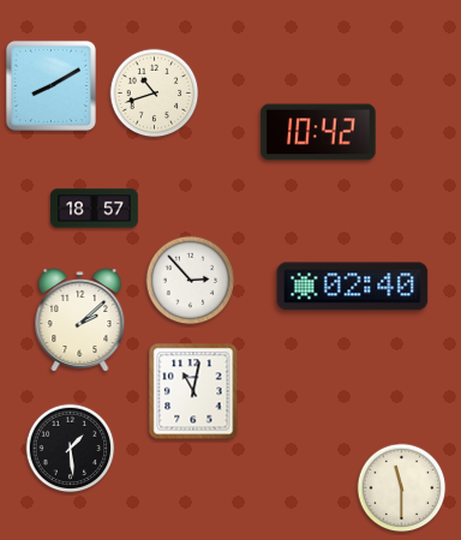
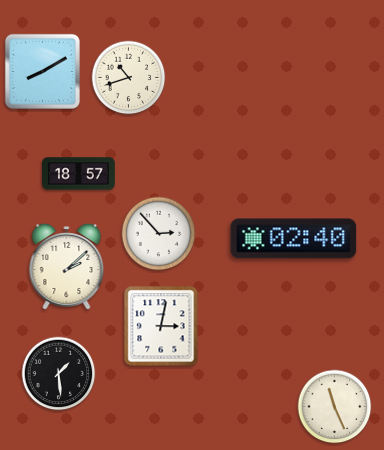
clock at (318, 132): 10:42 -> none
clock at (193, 391): 11:02 -> 3:02
clock at (402, 488): 11:30 -> 11:26
